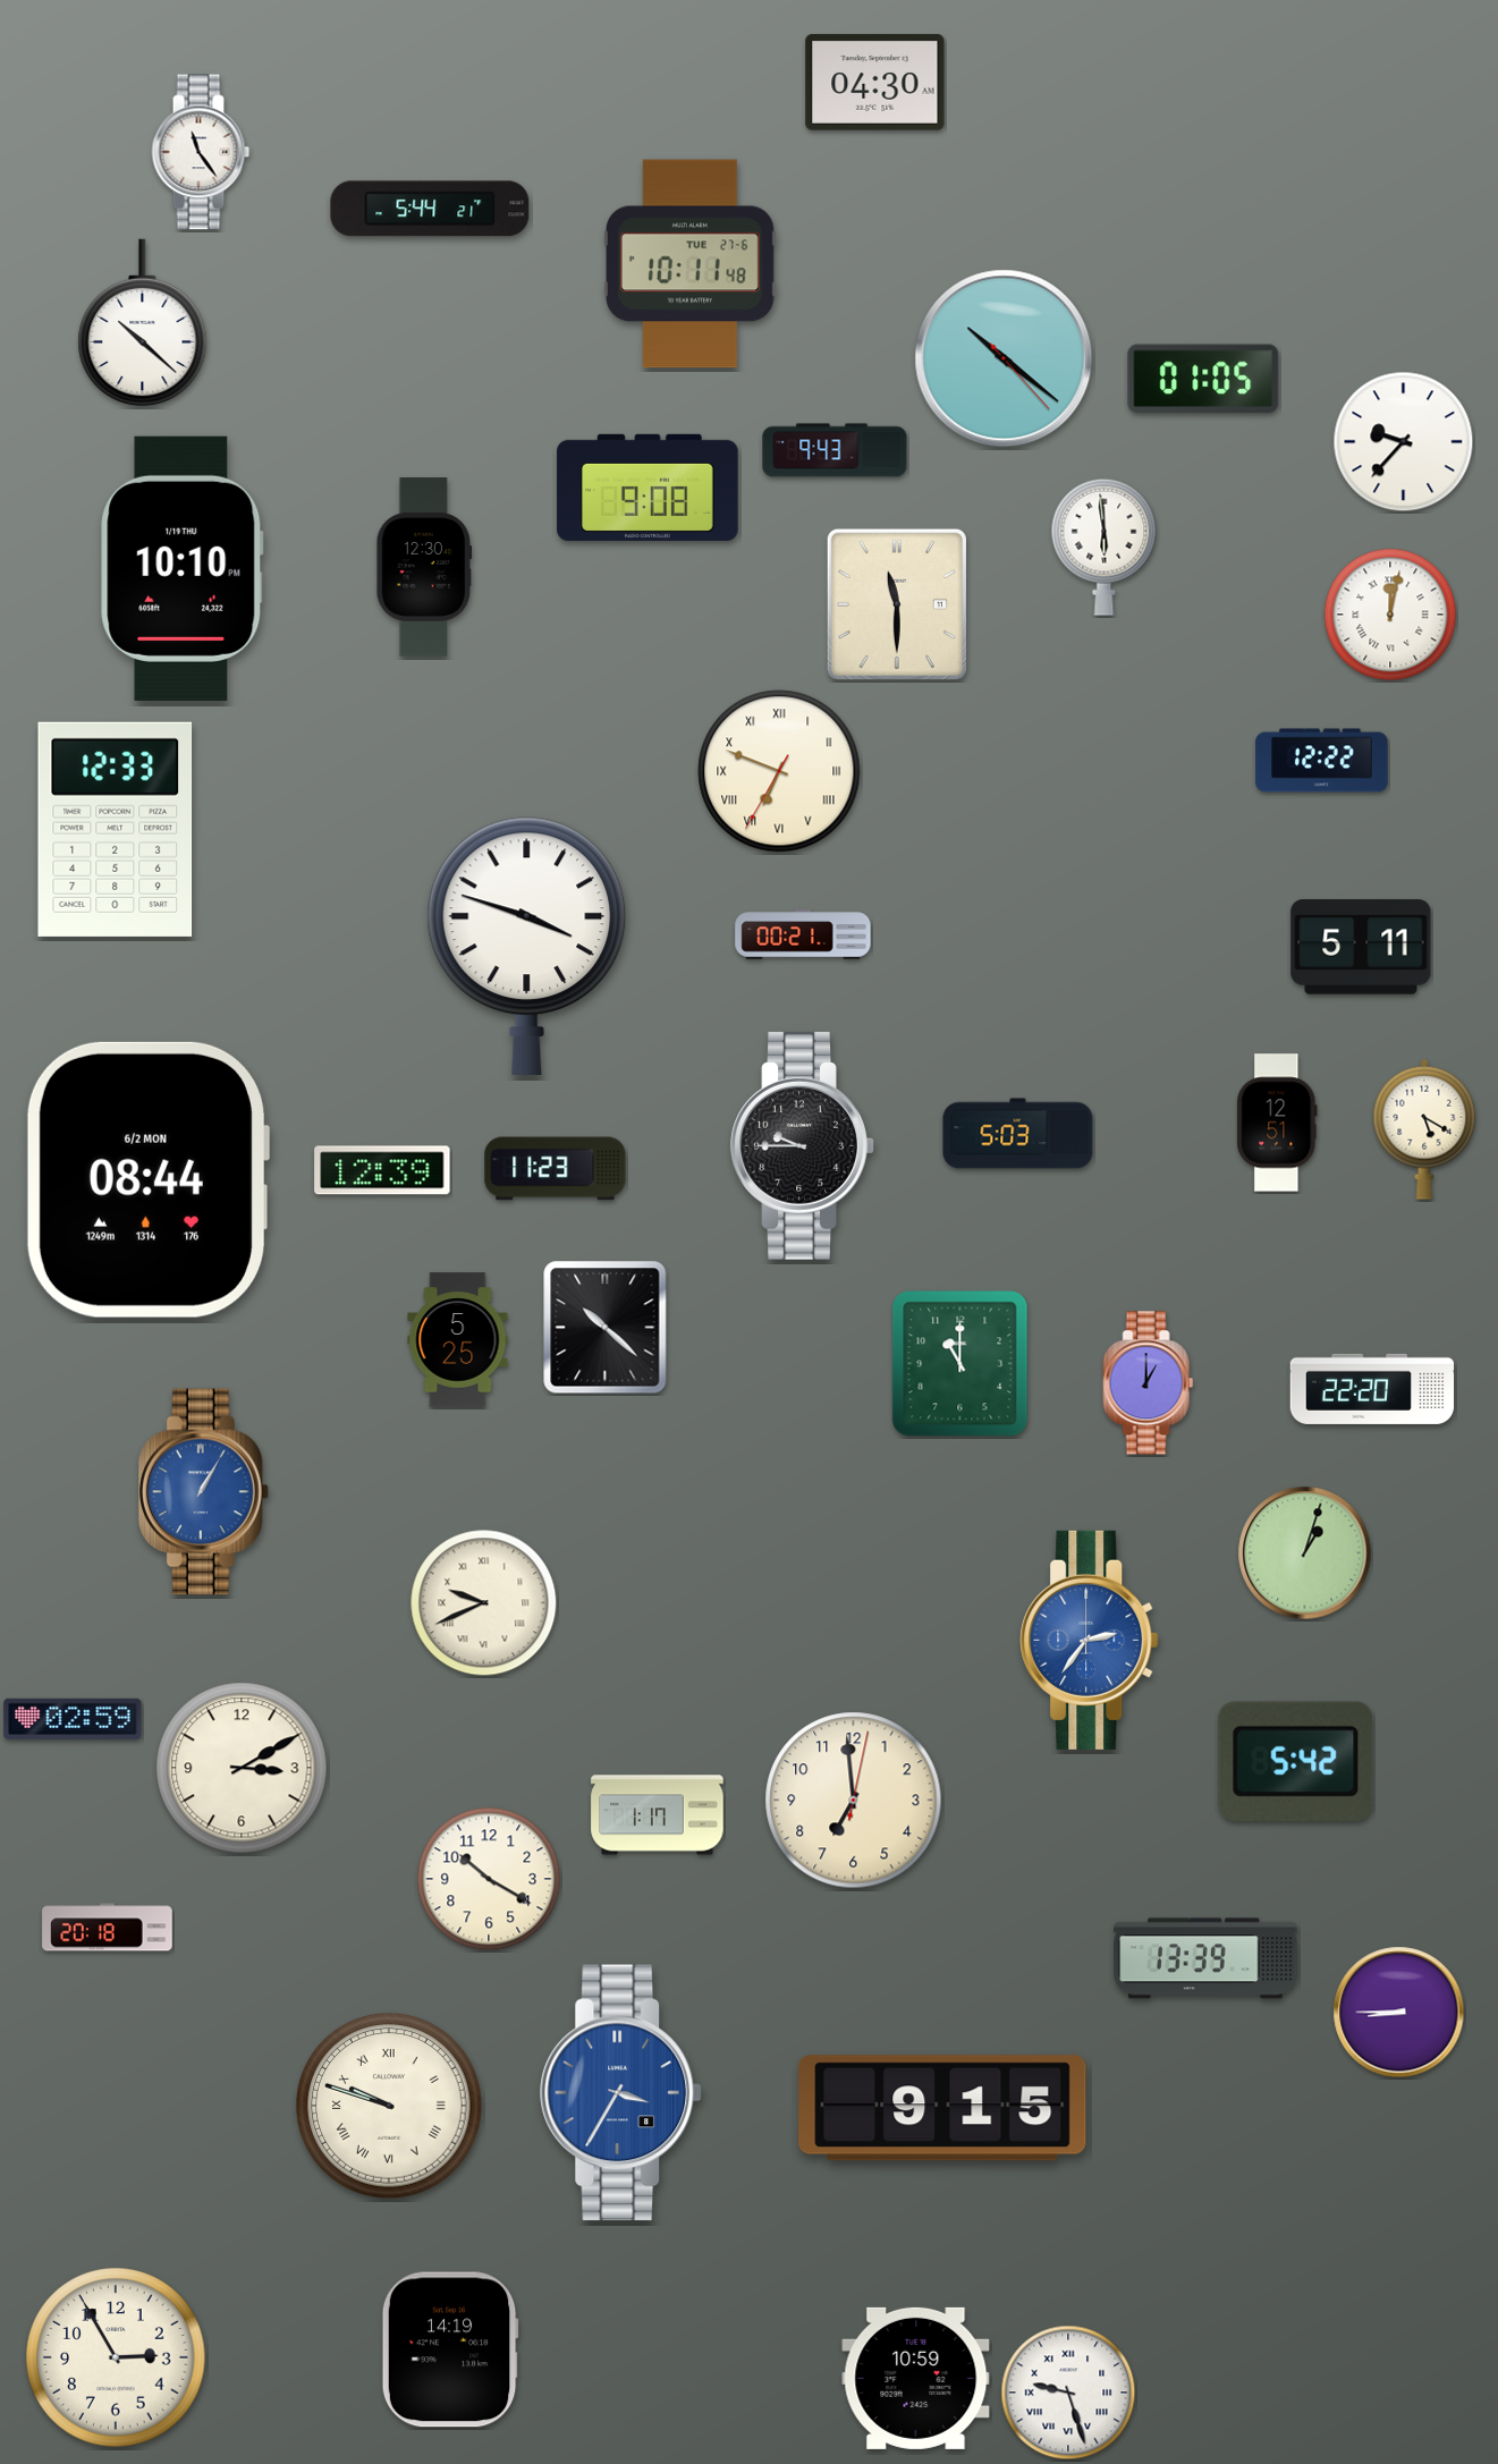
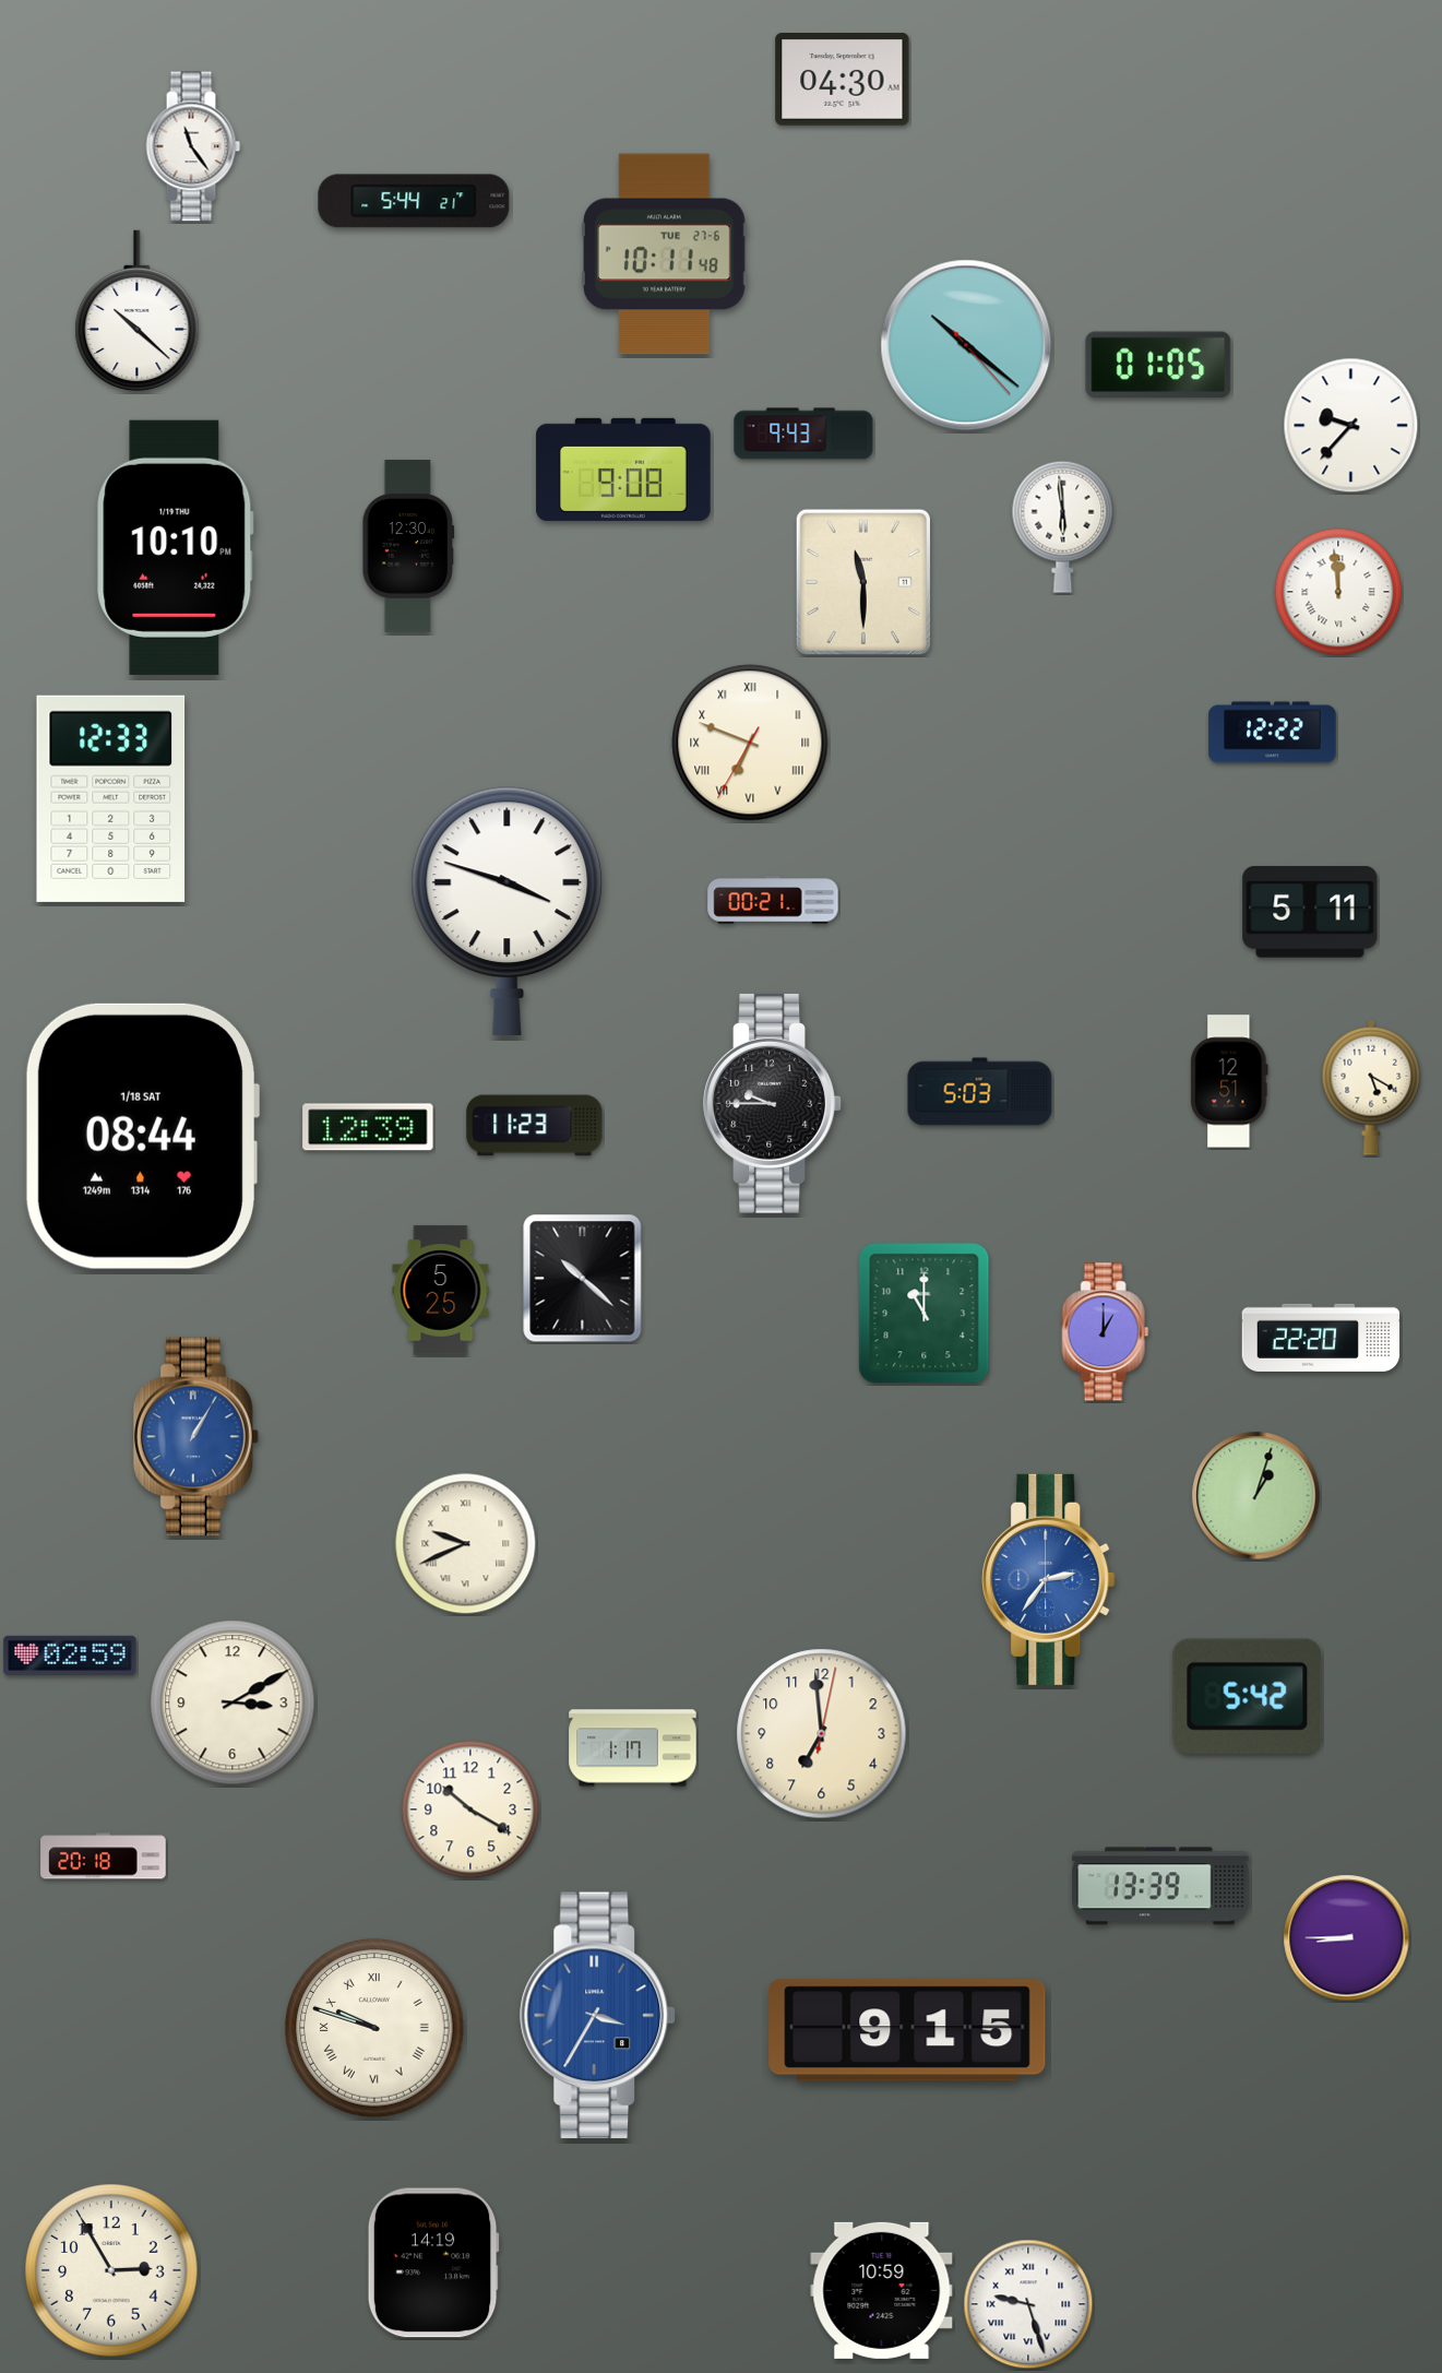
clock at (1390, 615): 12:02 -> 11:59
clock at (146, 1179) date: 6/2 MON -> 1/18 SAT
